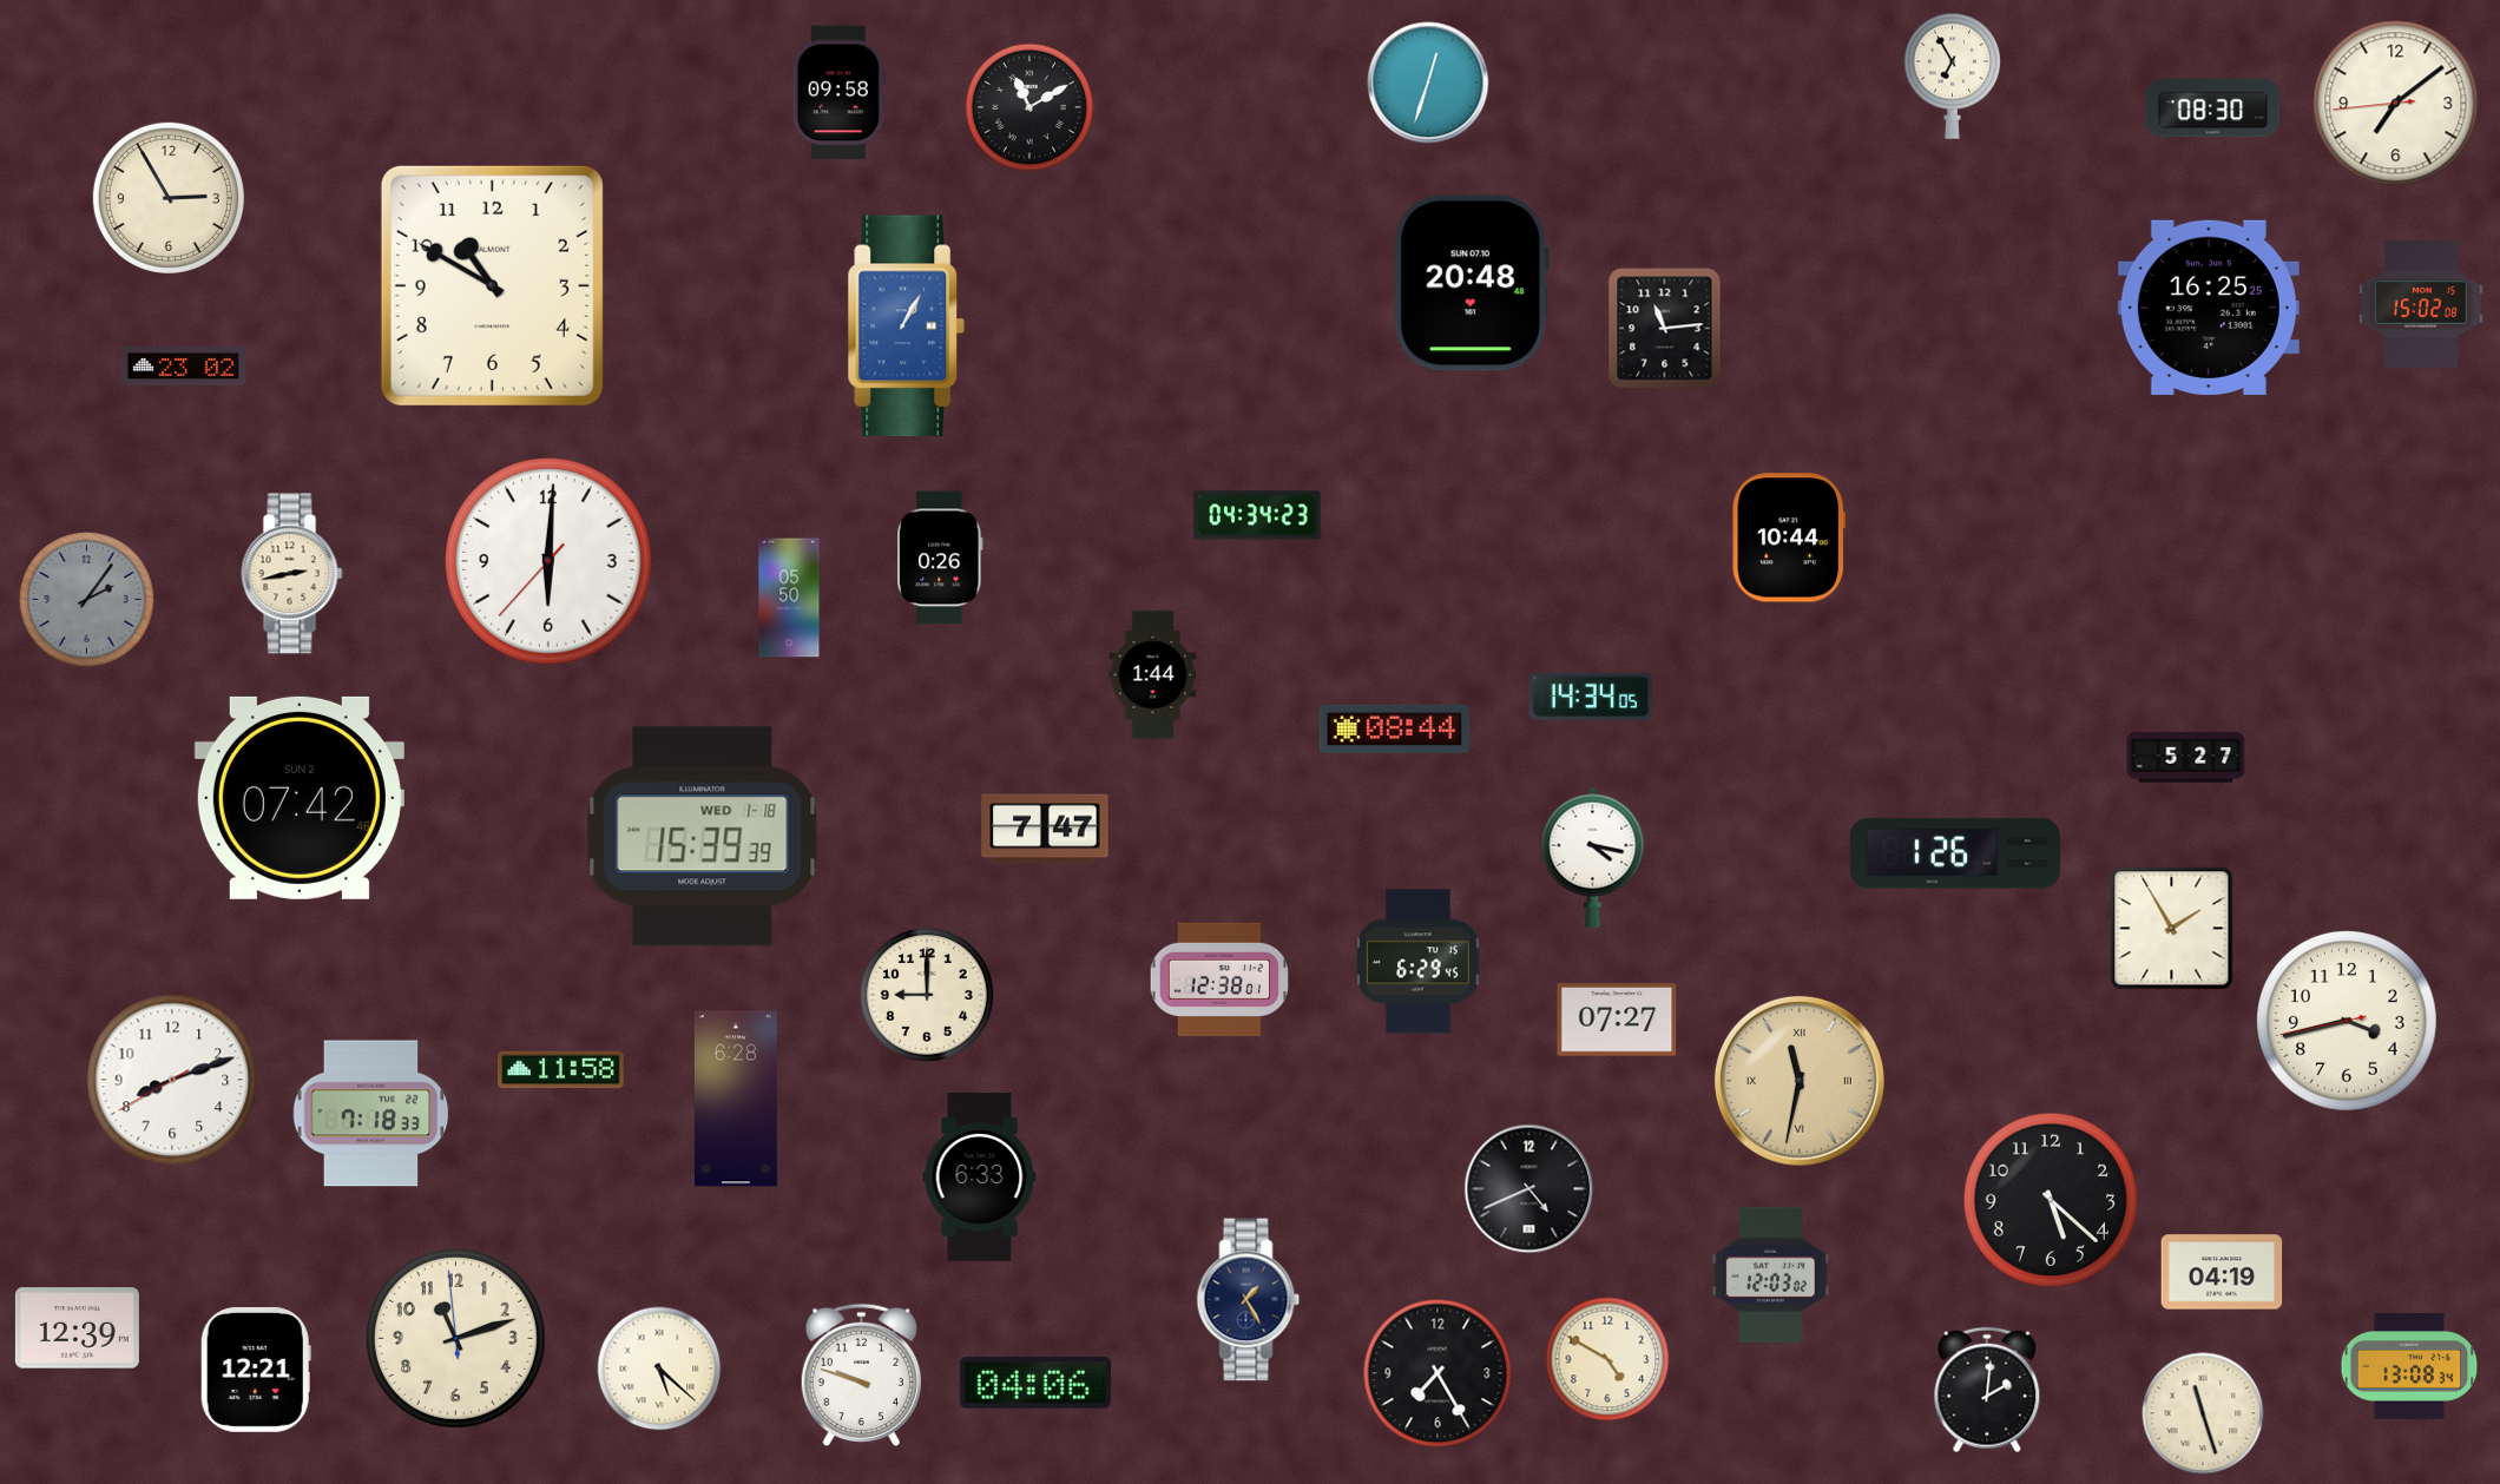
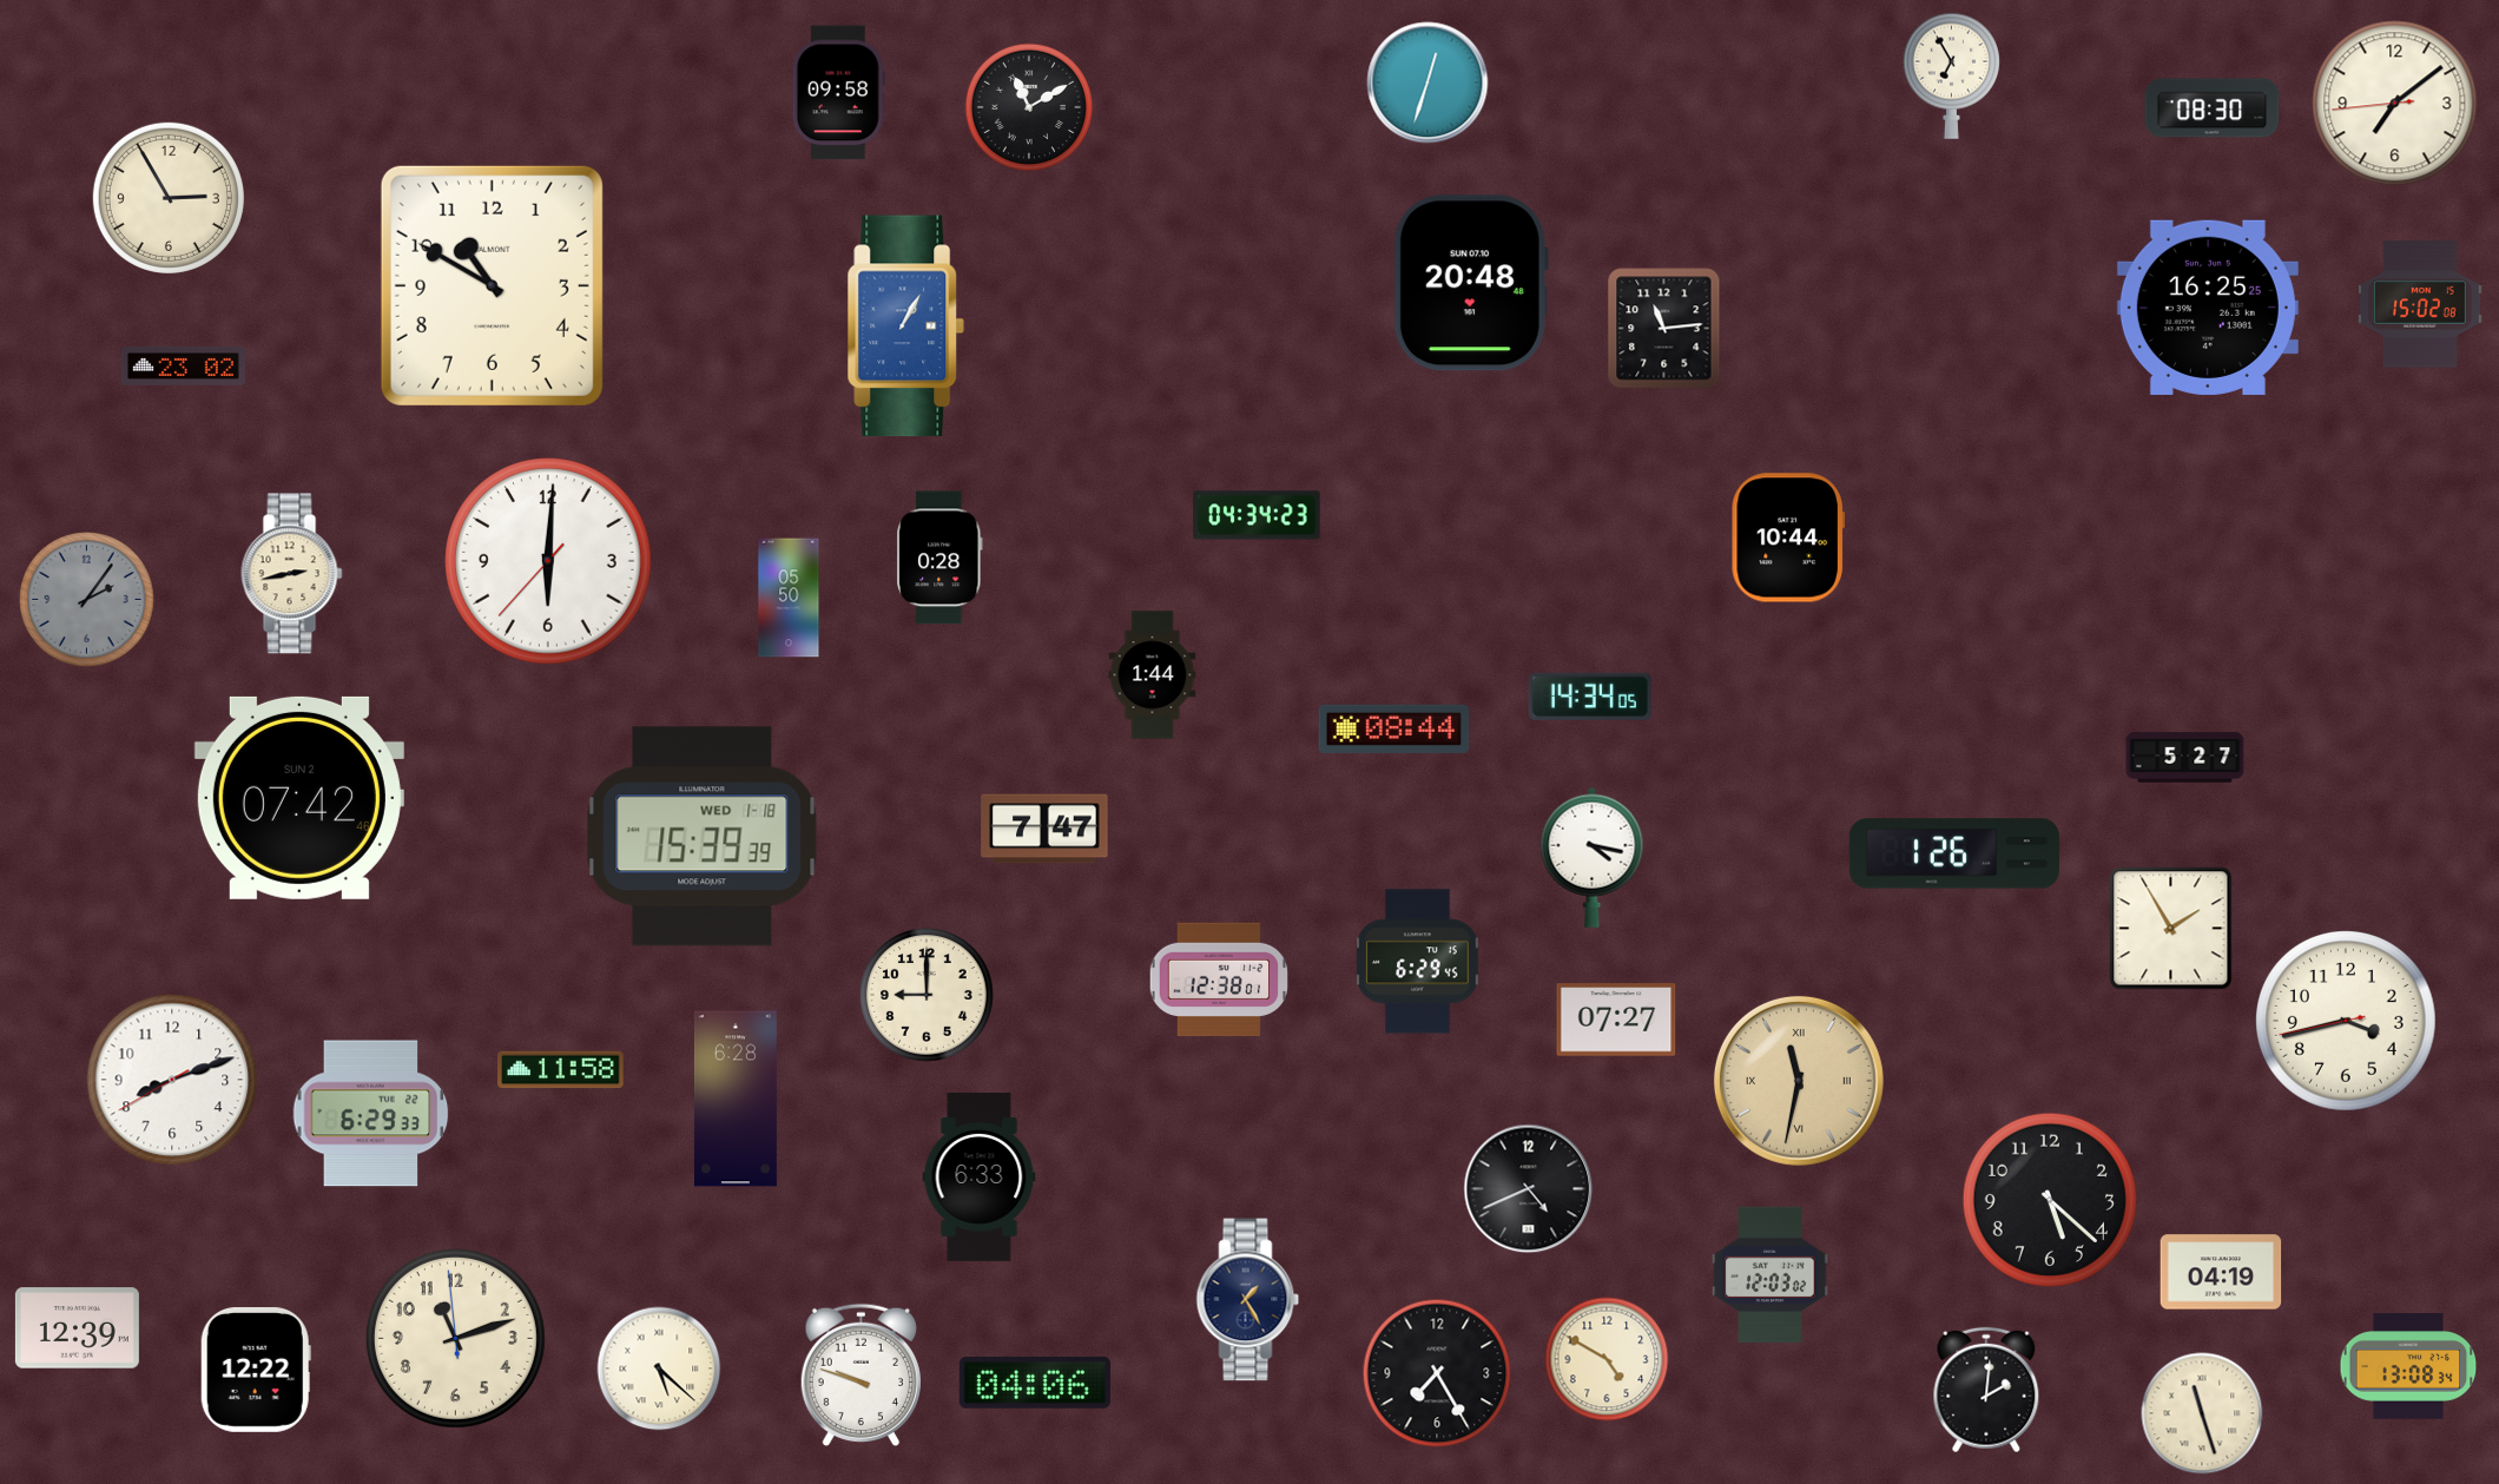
clock at (941, 558): 0:26 -> 0:28
clock at (371, 1114): 7:18 -> 6:29
clock at (256, 1370): 12:21 -> 12:22
